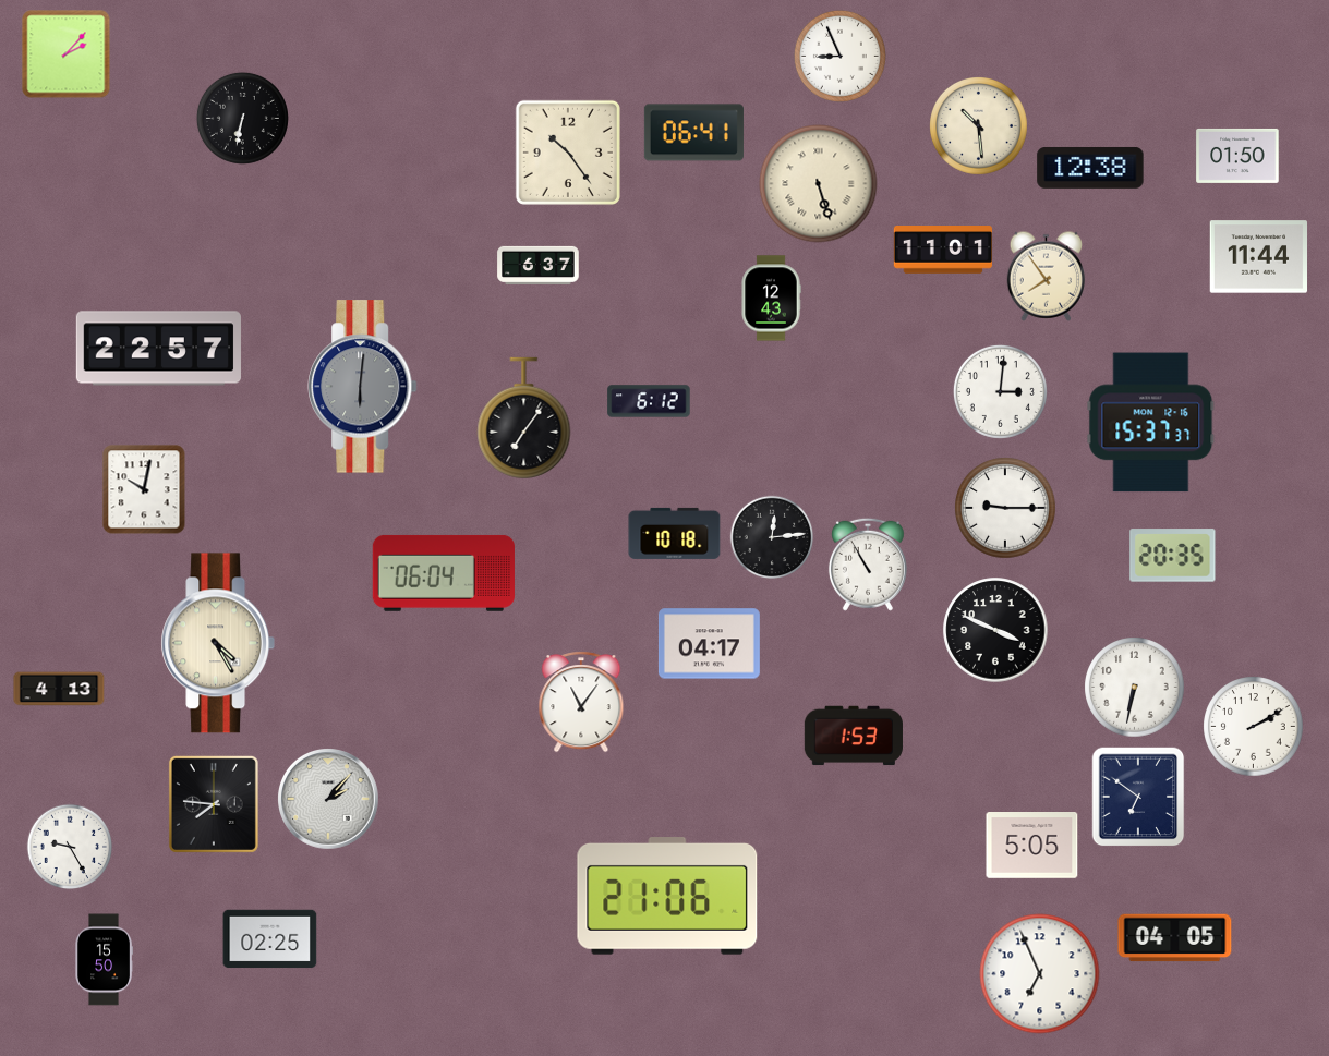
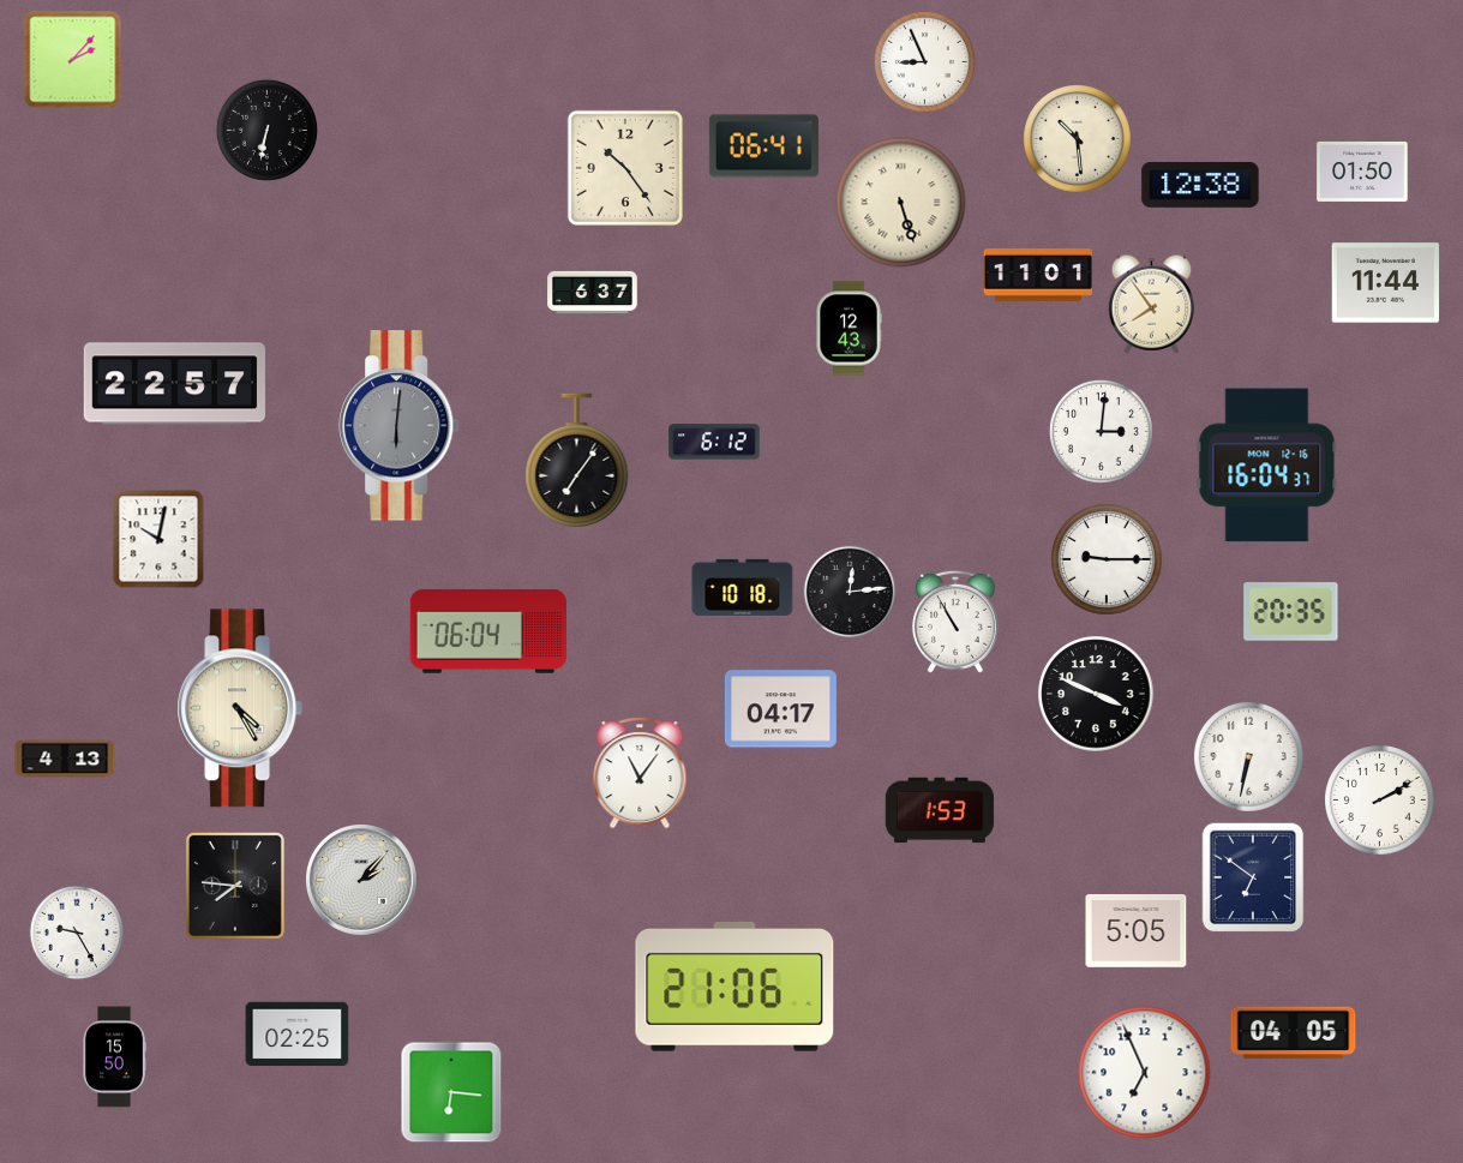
clock at (1151, 423): 15:37 -> 16:04
clock at (451, 1092): none -> 6:16
